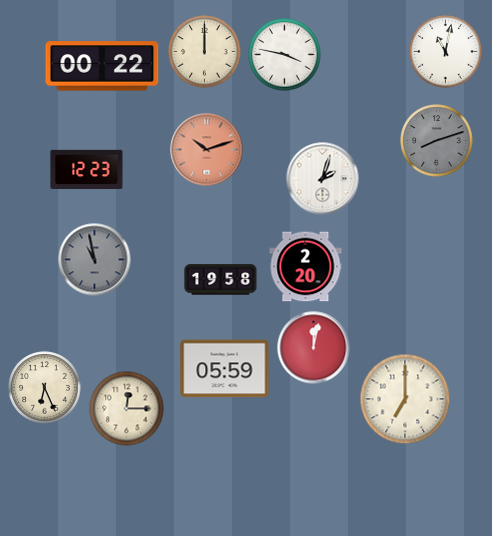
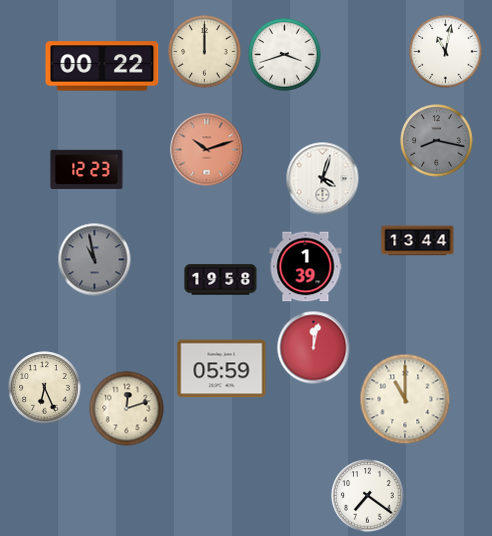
clock at (285, 55): 3:47 -> 3:42
clock at (437, 141): 8:12 -> 8:17
clock at (323, 179): 2:03 -> 4:03
clock at (418, 241): none -> 13:44
clock at (306, 267): 2:20 -> 1:39
clock at (225, 369) position: (225, 369) -> (222, 369)
clock at (405, 399): 7:00 -> 11:00
clock at (127, 409): 12:15 -> 12:12
clock at (368, 496): none -> 7:21
